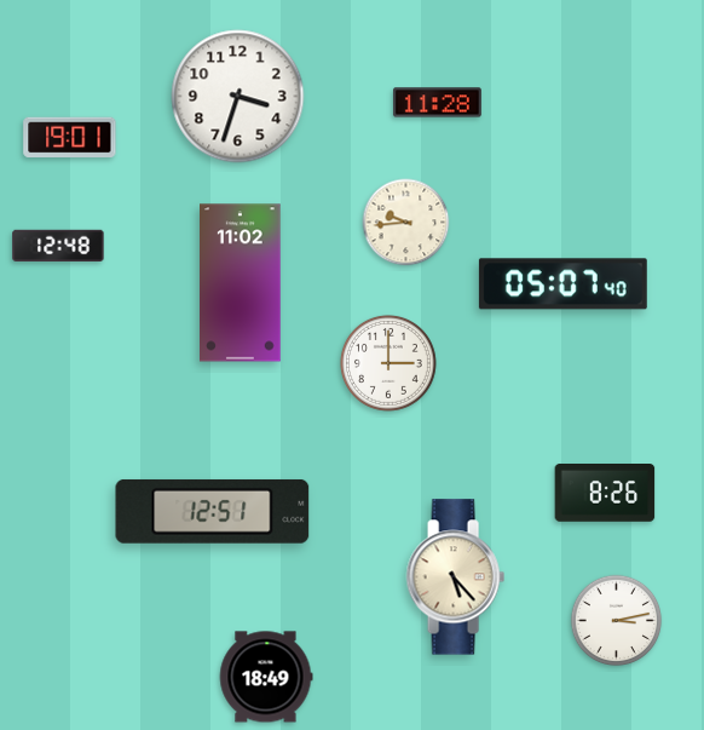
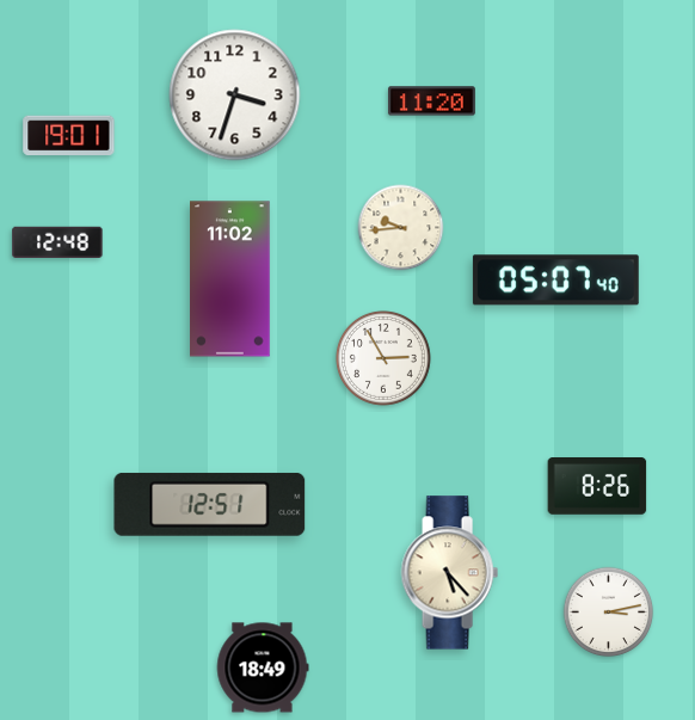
clock at (437, 103): 11:28 -> 11:20
clock at (406, 223) position: (406, 223) -> (401, 228)
clock at (241, 283) position: (241, 283) -> (230, 279)
clock at (388, 363): 3:00 -> 2:55
clock at (455, 577) position: (455, 577) -> (449, 573)
